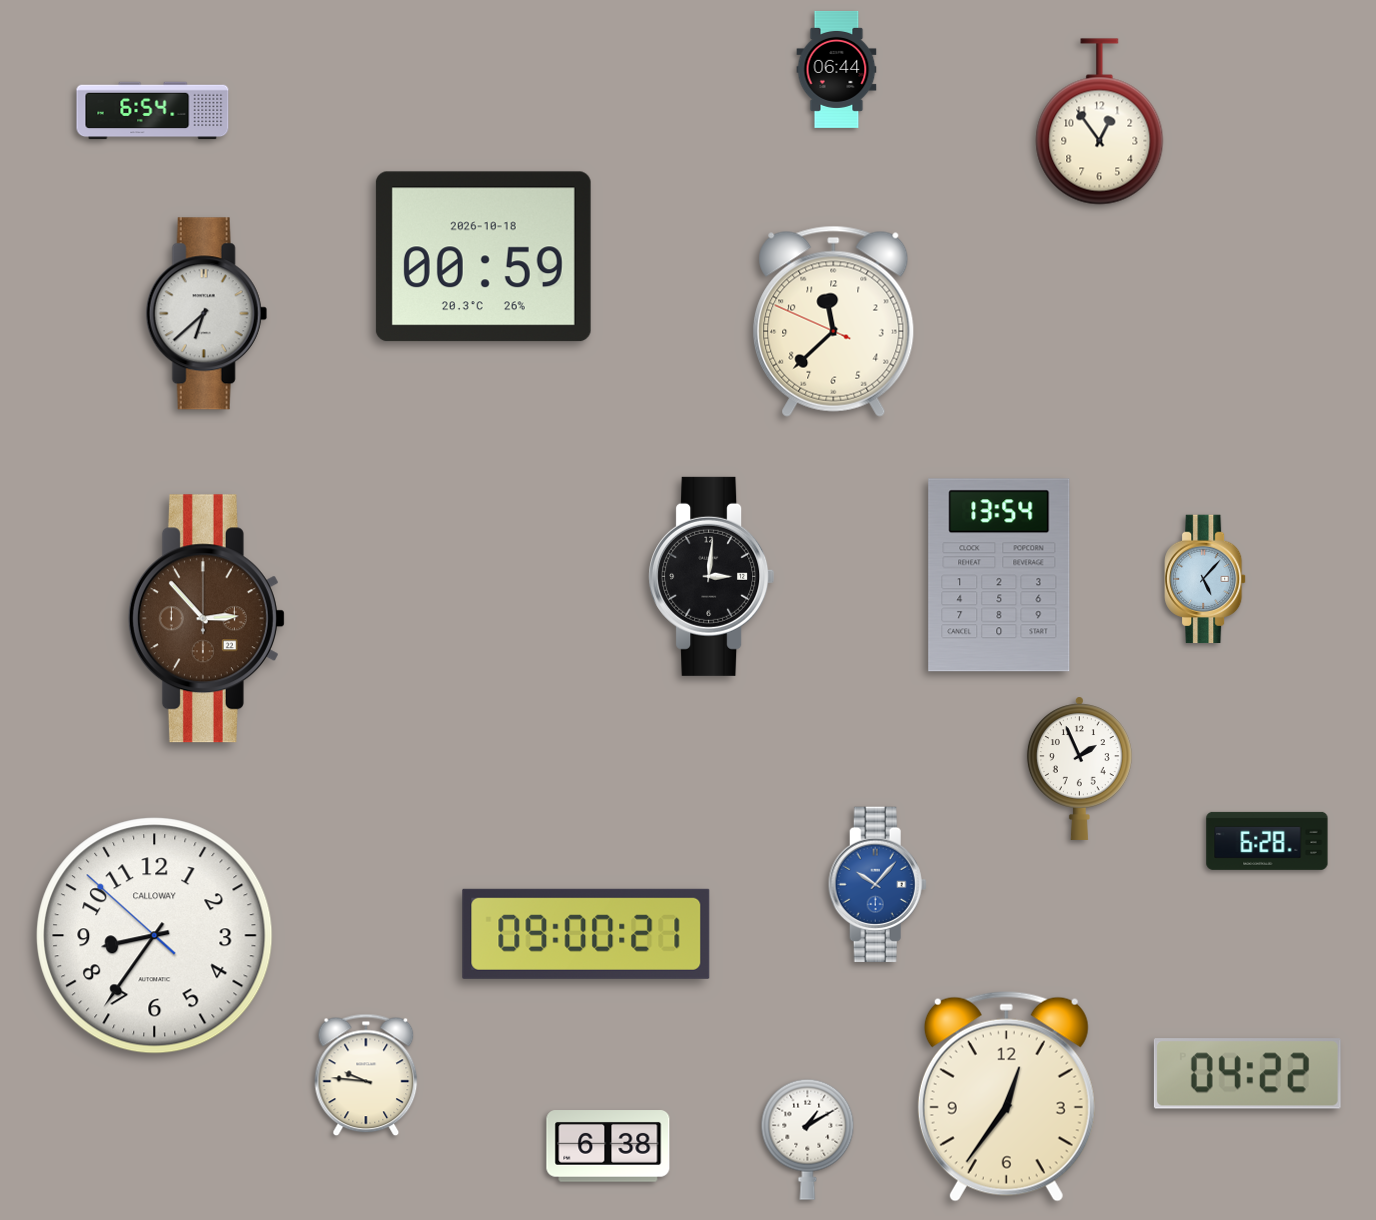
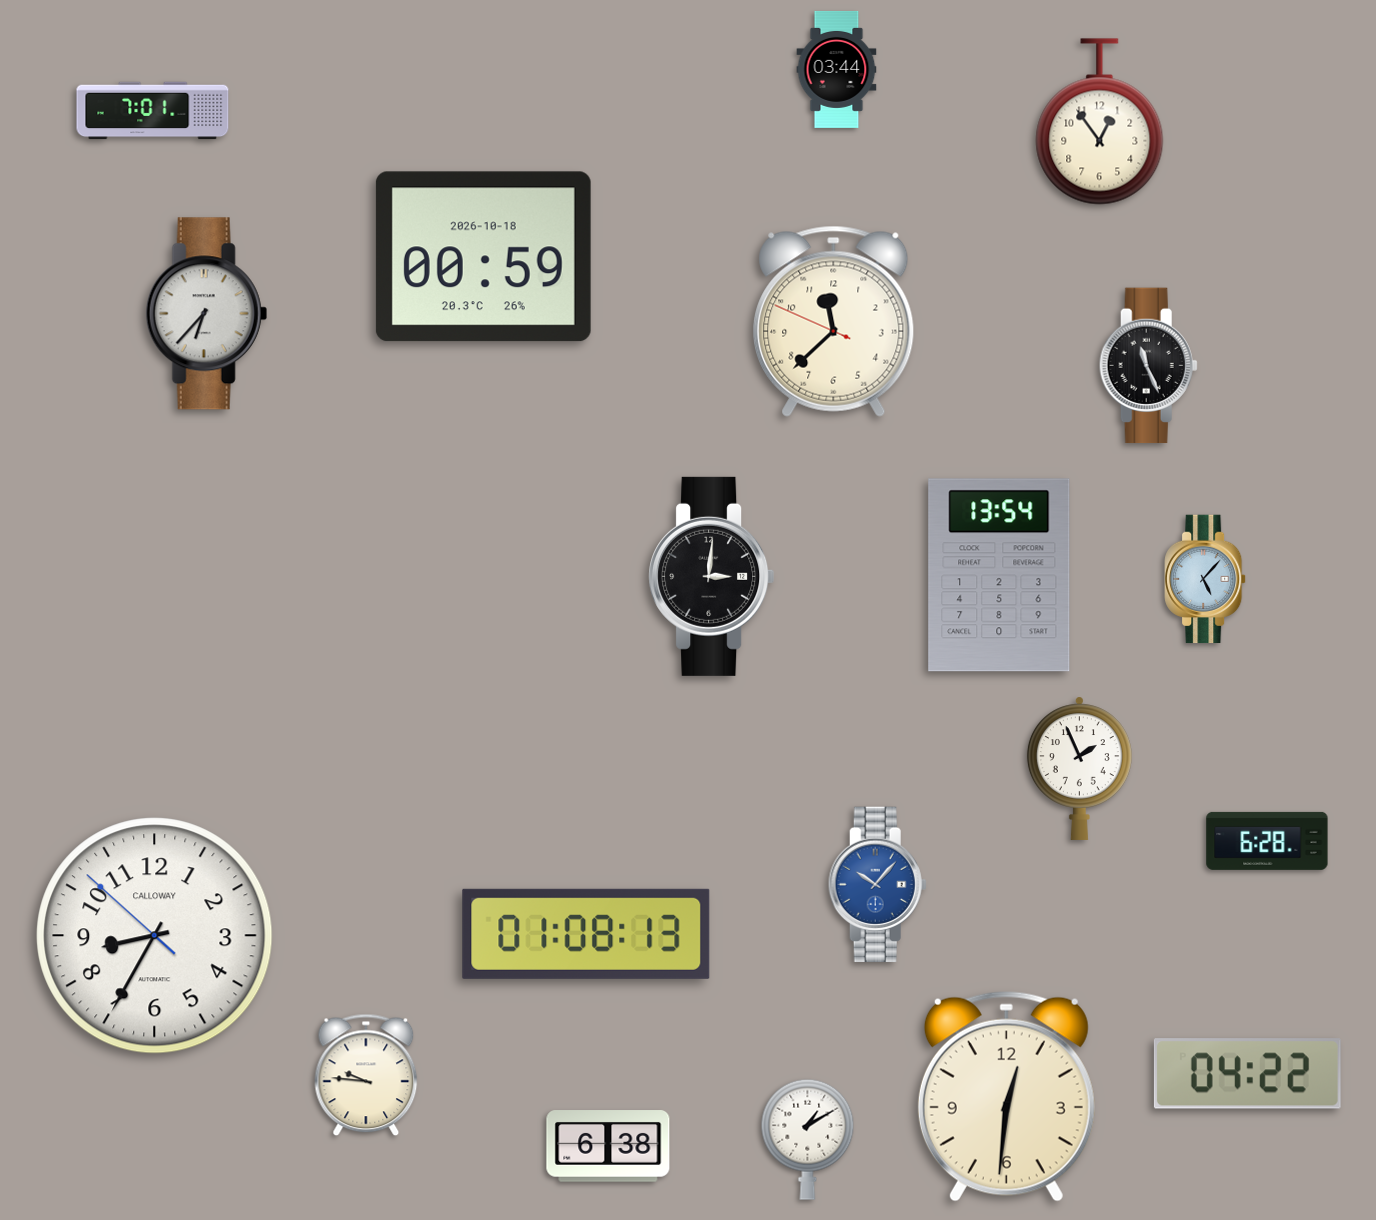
clock at (837, 69): 06:44 -> 03:44
clock at (153, 111): 6:54 -> 7:01
clock at (206, 314): 6:38 -> 6:37
clock at (1148, 366): none -> 11:26
clock at (206, 619): 2:53 -> none
clock at (586, 934): 09:00 -> 01:08
clock at (155, 936): 8:35 -> 8:34
clock at (1006, 1096): 12:36 -> 12:31
